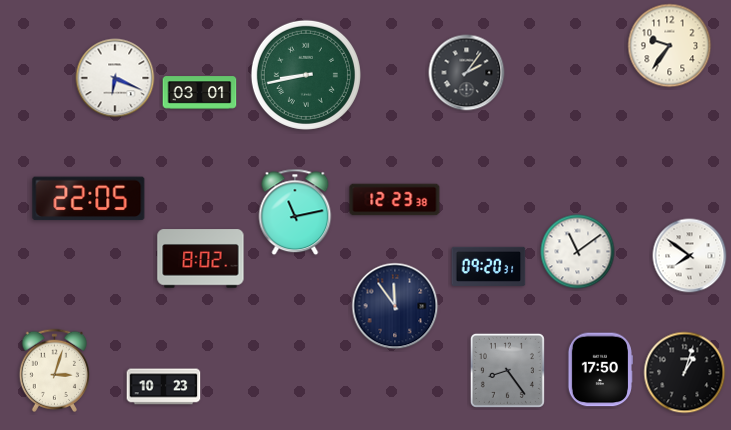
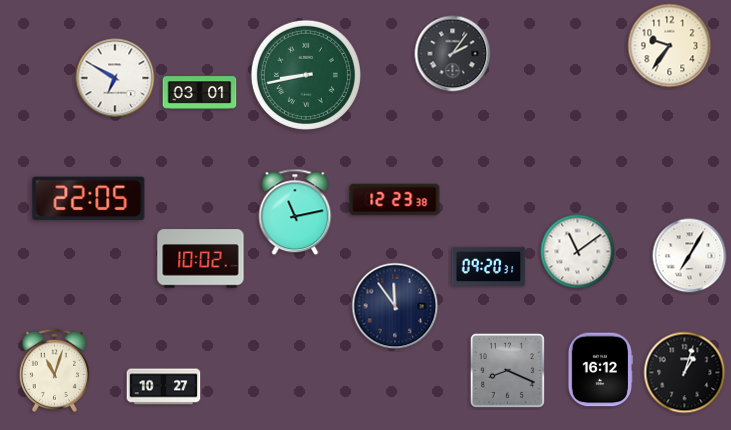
clock at (467, 73) position: (467, 73) -> (453, 54)
clock at (115, 78): 6:19 -> 6:50
clock at (690, 256): 7:51 -> 7:05
clock at (201, 259): 8:02 -> 10:02
clock at (54, 370): 3:03 -> 11:03
clock at (507, 370): 8:24 -> 8:19
clock at (600, 370): 17:50 -> 16:12
clock at (164, 387): 10:23 -> 10:27
